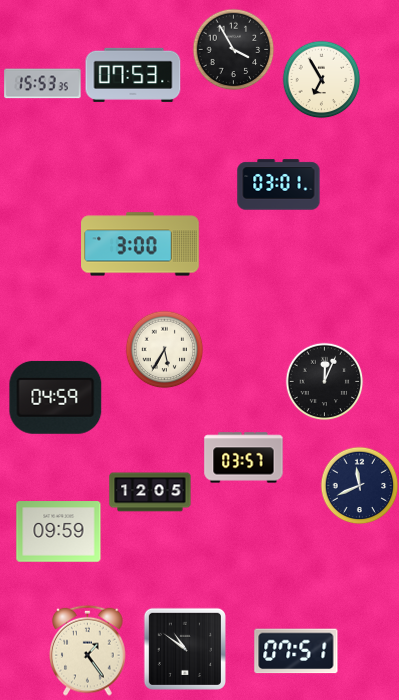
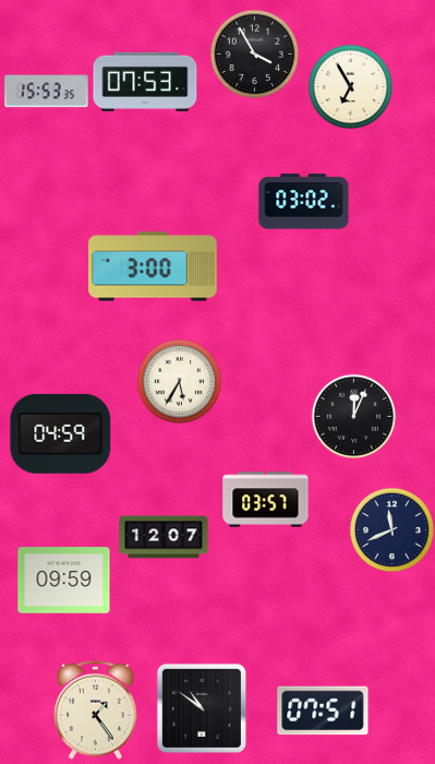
clock at (279, 185): 03:01 -> 03:02
clock at (150, 492): 12:05 -> 12:07
